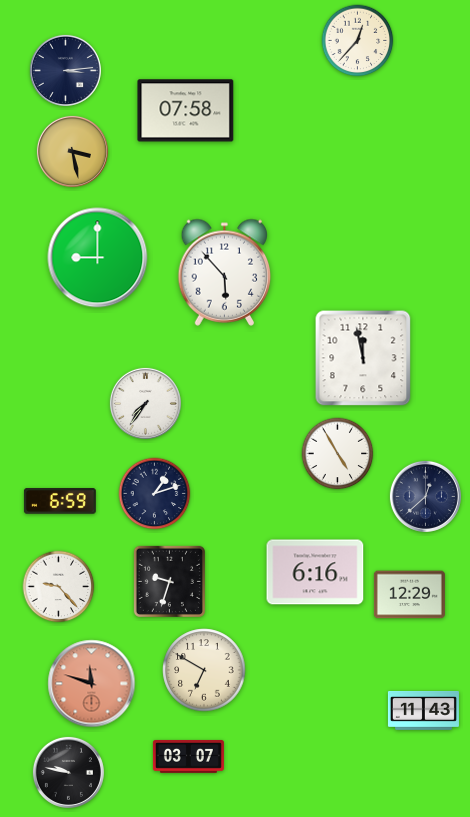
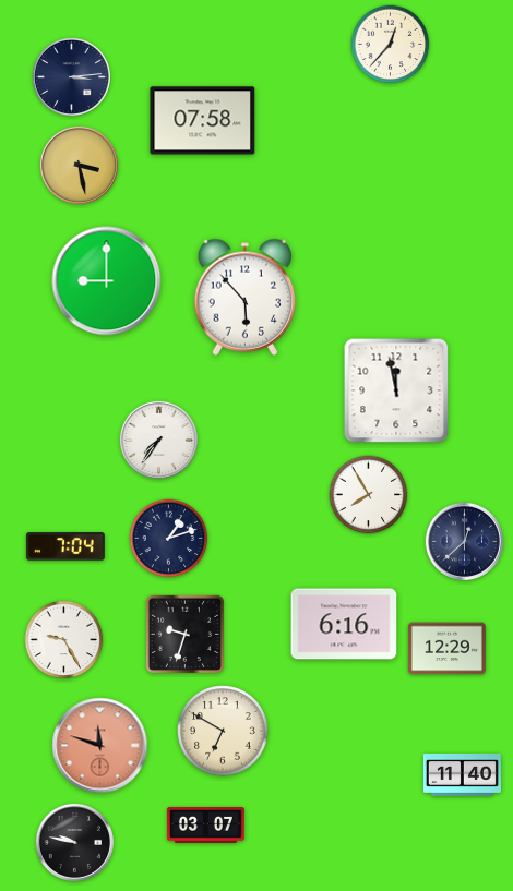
clock at (338, 454): 4:55 -> 7:55
clock at (60, 501): 6:59 -> 7:04
clock at (59, 587): 9:23 -> 9:25
clock at (423, 710): 11:43 -> 11:40
